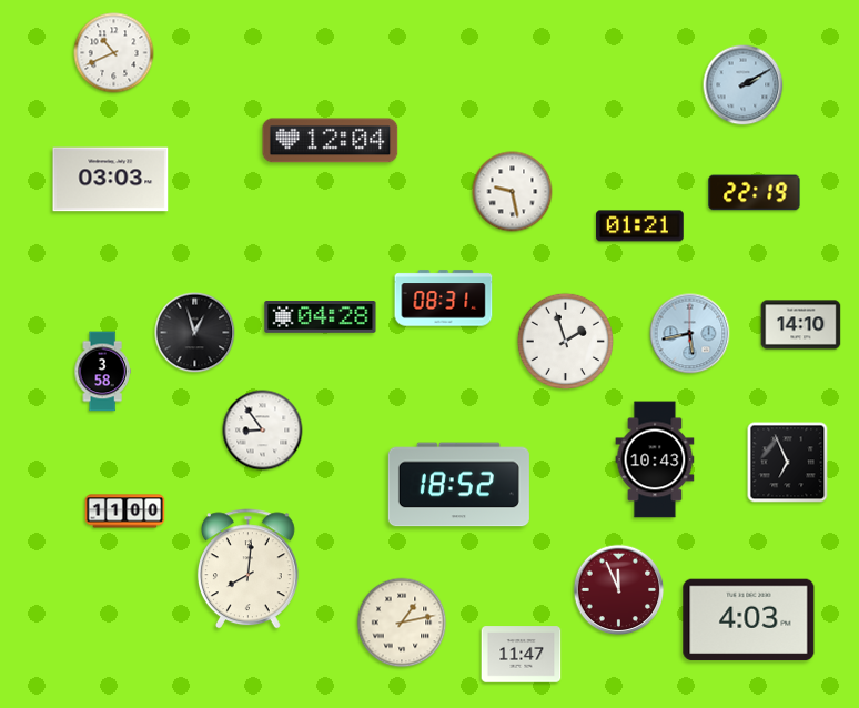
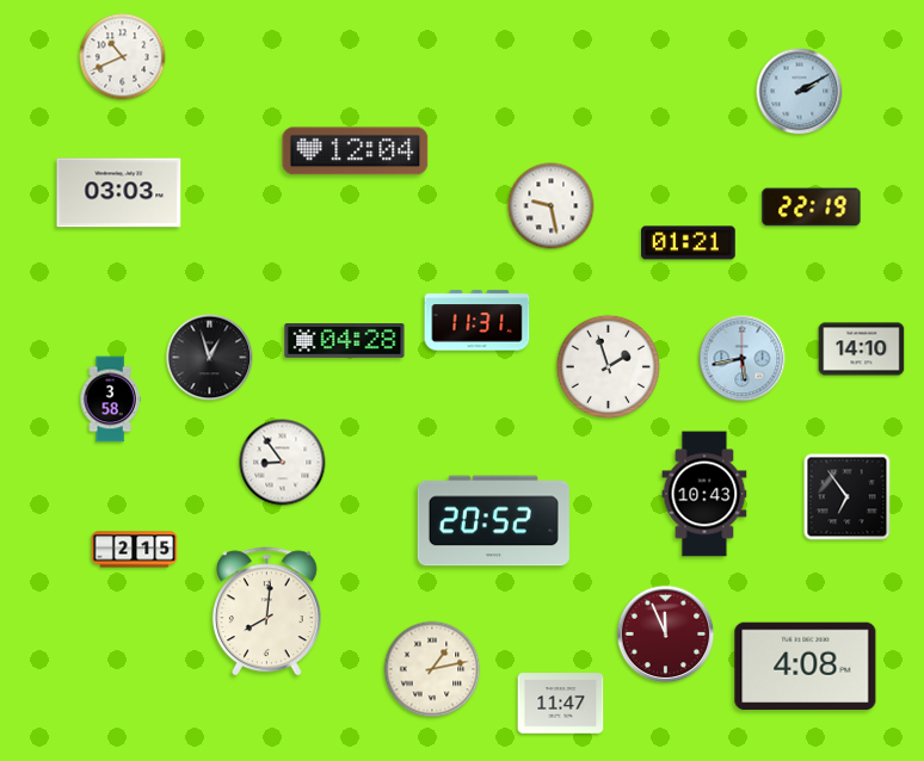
clock at (444, 299): 08:31 -> 11:31
clock at (788, 463): 6:56 -> 6:54
clock at (458, 485): 18:52 -> 20:52
clock at (125, 512): 11:00 -> 2:15
clock at (749, 620): 4:03 -> 4:08
